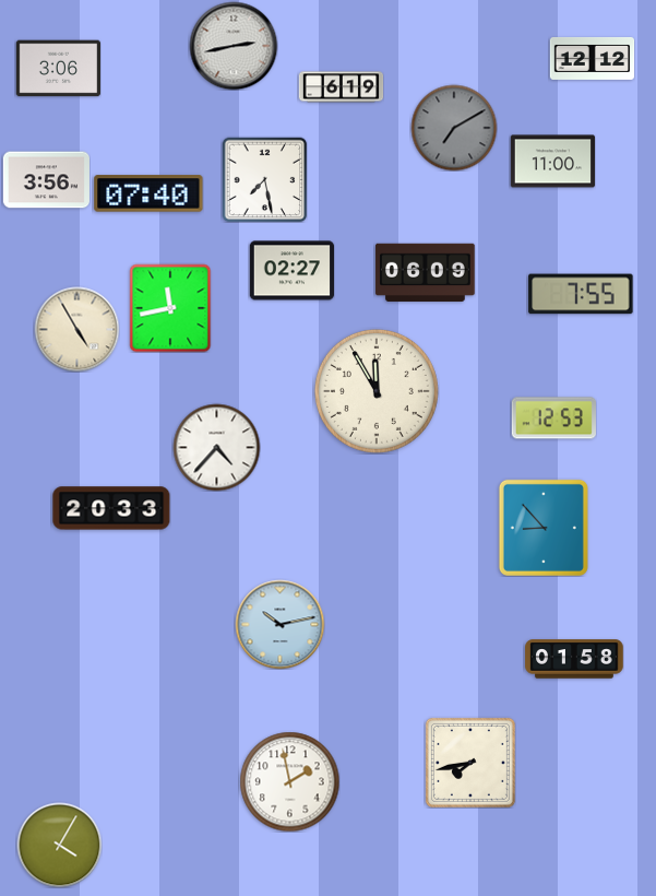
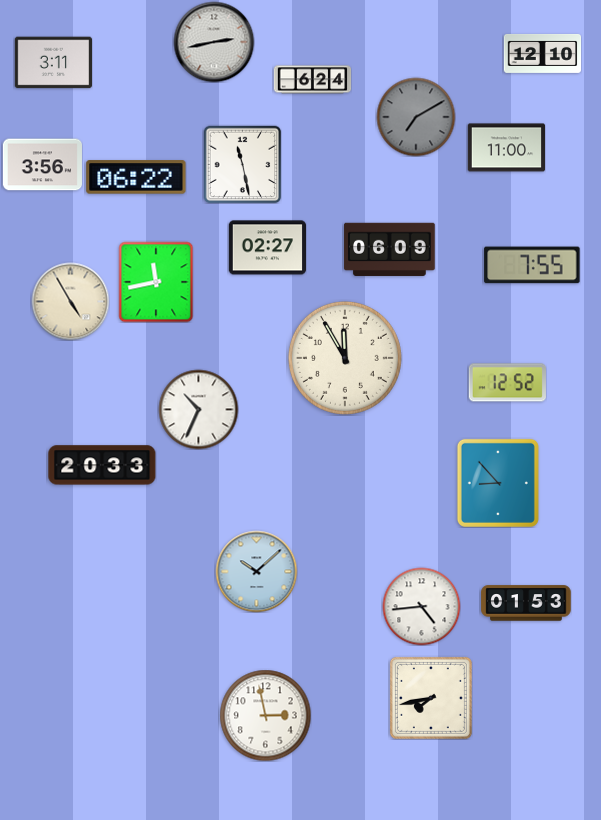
clock at (592, 58): 12:12 -> 12:10
clock at (58, 69): 3:06 -> 3:11
clock at (341, 87): 6:19 -> 6:24
clock at (264, 179): 7:28 -> 11:28
clock at (148, 193): 07:40 -> 06:22
clock at (581, 294) position: (581, 294) -> (532, 265)
clock at (553, 418): 12:53 -> 12:52
clock at (216, 447): 4:37 -> 10:34
clock at (279, 624): 10:13 -> 10:08
clock at (574, 659): 01:58 -> 01:53
clock at (421, 606): none -> 4:44
clock at (289, 781): 1:58 -> 2:58
clock at (59, 845): 4:05 -> none
